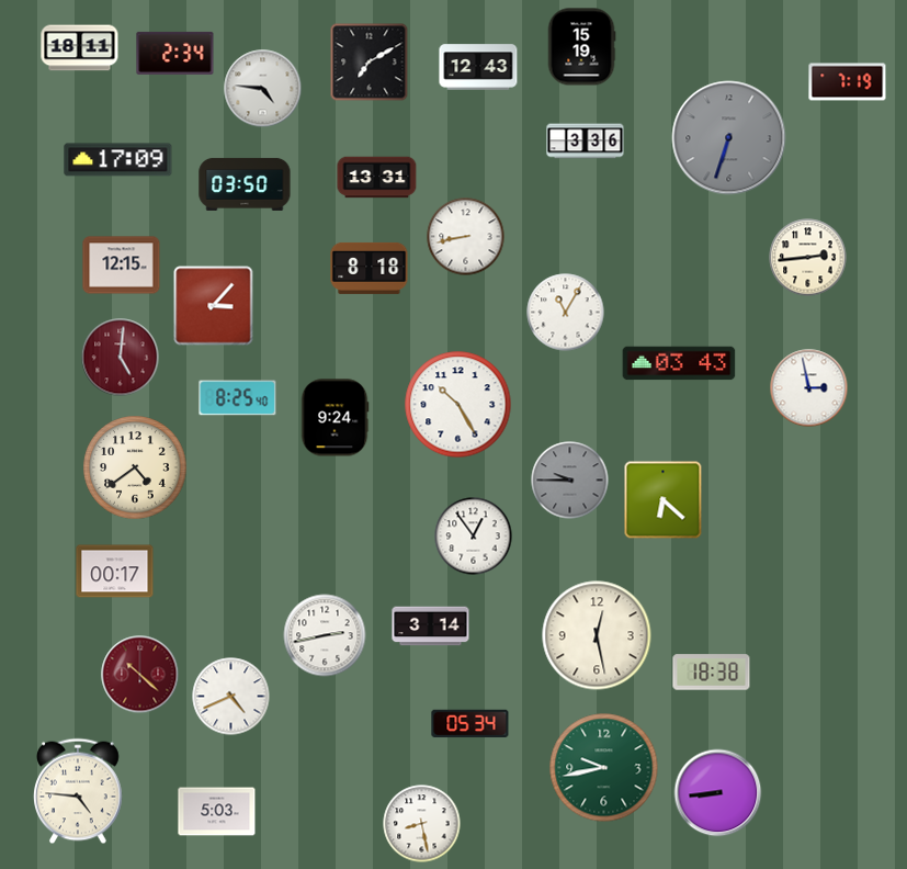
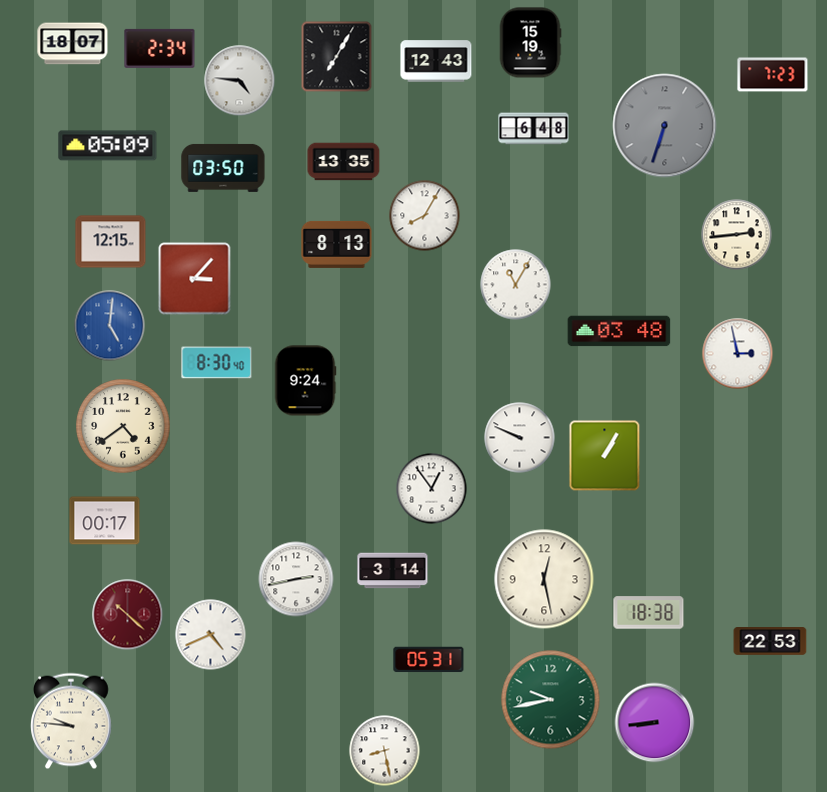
clock at (80, 48): 18:11 -> 18:07
clock at (370, 63): 7:10 -> 7:05
clock at (848, 82): 7:19 -> 7:23
clock at (586, 142): 3:36 -> 6:48
clock at (118, 160): 17:09 -> 05:09
clock at (377, 178): 13:31 -> 13:35
clock at (466, 237): 8:43 -> 8:05
clock at (370, 268): 8:18 -> 8:13
clock at (121, 358) dial: burgundy -> blue
clock at (679, 363): 03:43 -> 03:48
clock at (238, 398): 8:25 -> 8:30
clock at (458, 405): 10:25 -> none
clock at (570, 481): 9:45 -> 9:49
clock at (570, 481) dial: grey -> white
clock at (664, 500): 6:22 -> 1:05
clock at (770, 641): none -> 22:53
clock at (470, 724): 05:34 -> 05:31
clock at (79, 791): 4:46 -> 9:46
clock at (217, 812): 5:03 -> none
